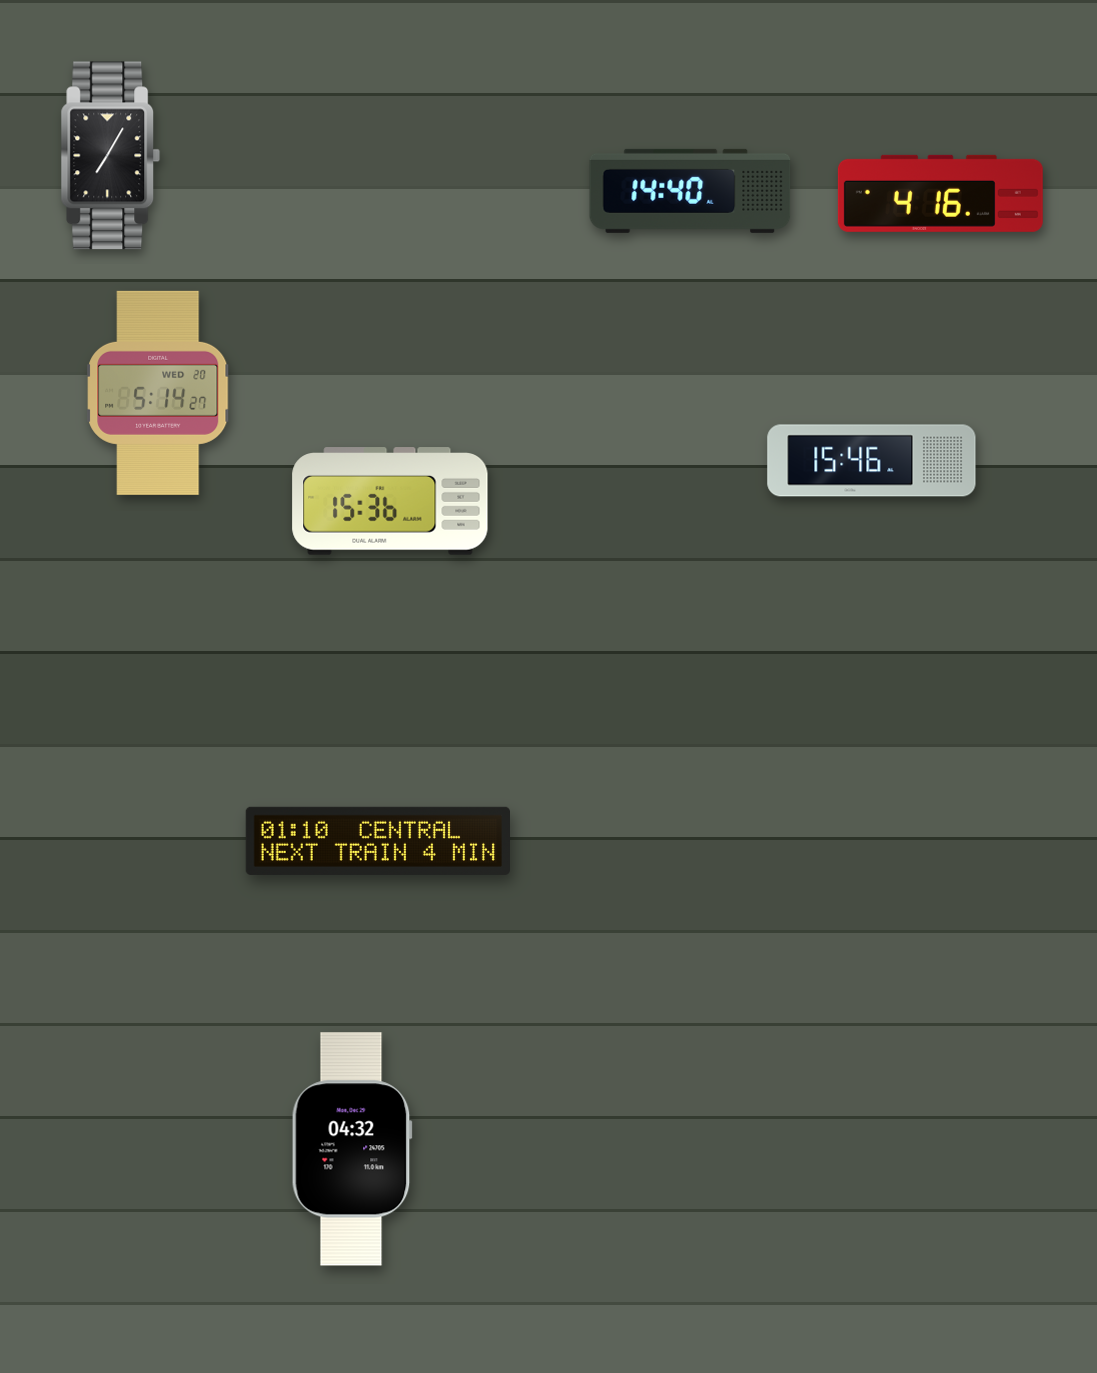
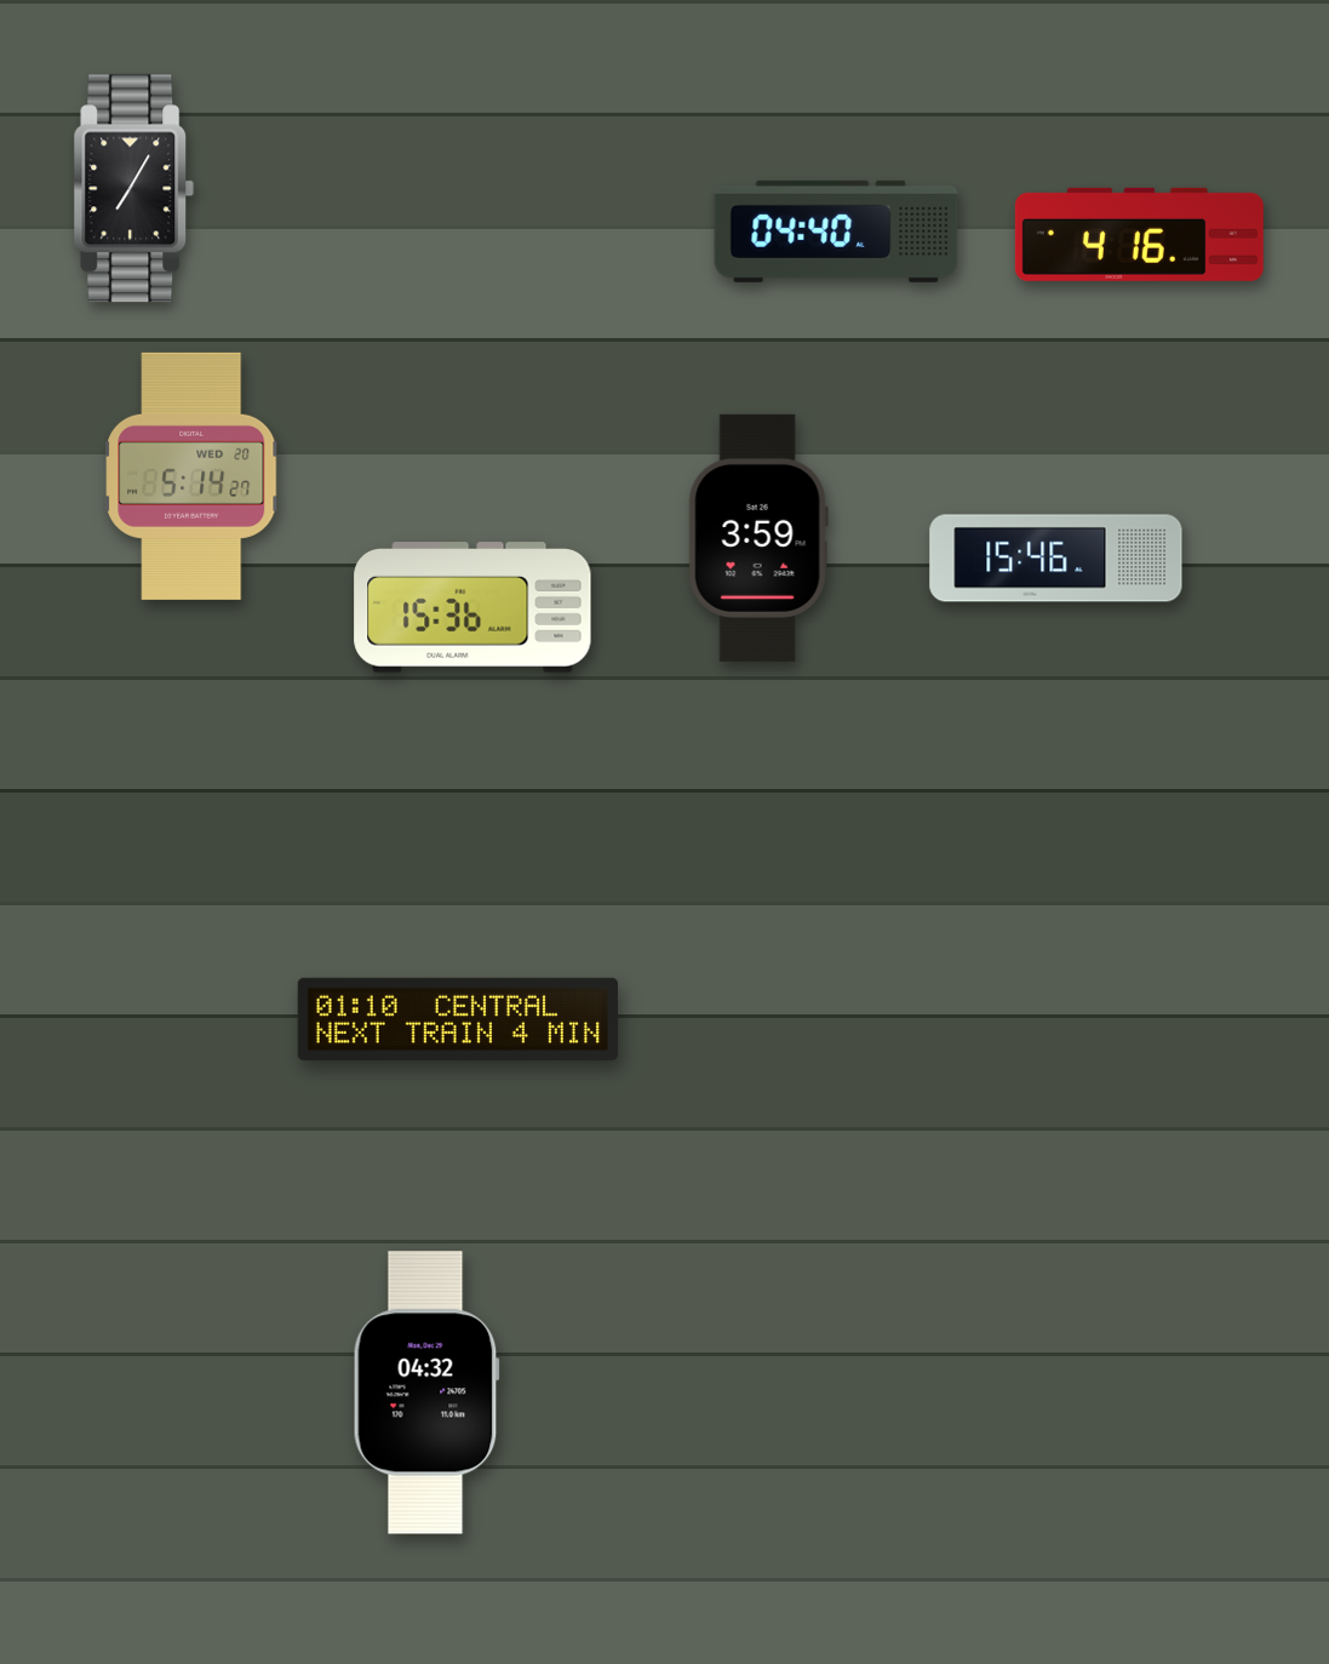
clock at (690, 191): 14:40 -> 04:40
clock at (758, 538): none -> 3:59
